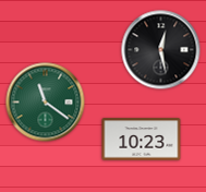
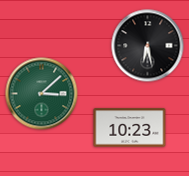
clock at (161, 50): 12:28 -> 6:28
clock at (46, 103): 11:21 -> 3:08
